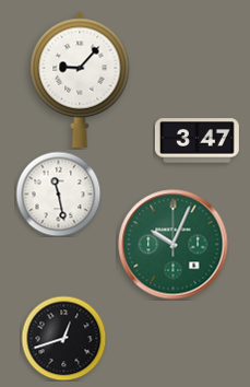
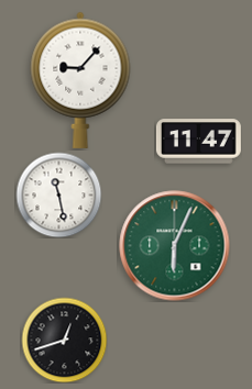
clock at (197, 141): 3:47 -> 11:47
clock at (174, 245): 10:04 -> 6:04
